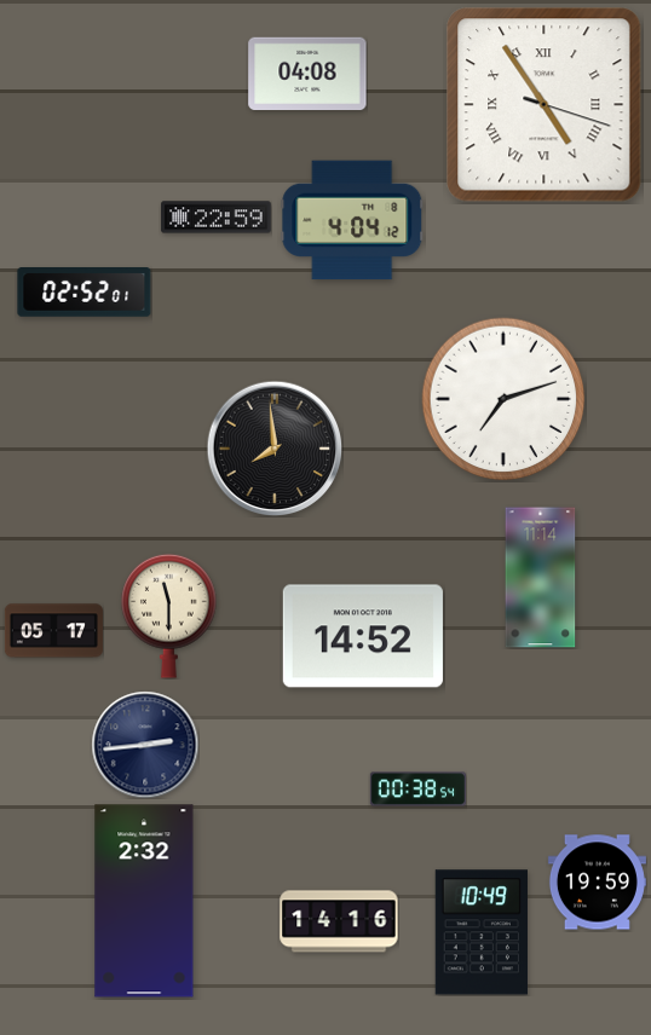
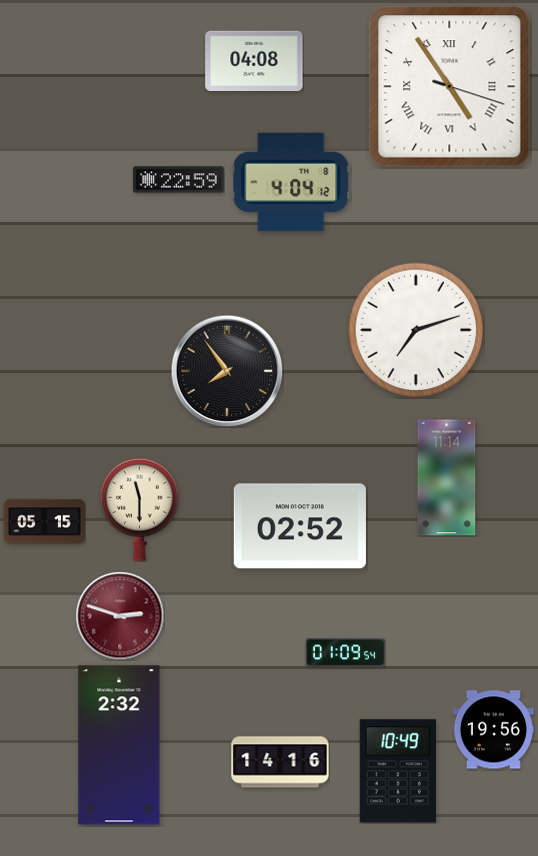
clock at (85, 293): 02:52 -> none
clock at (275, 449): 7:59 -> 7:54
clock at (53, 631): 05:17 -> 05:15
clock at (363, 636): 14:52 -> 02:52
clock at (145, 745): 2:44 -> 2:48
clock at (145, 745) dial: navy -> burgundy
clock at (417, 790): 00:38 -> 01:09
clock at (597, 883): 19:59 -> 19:56
